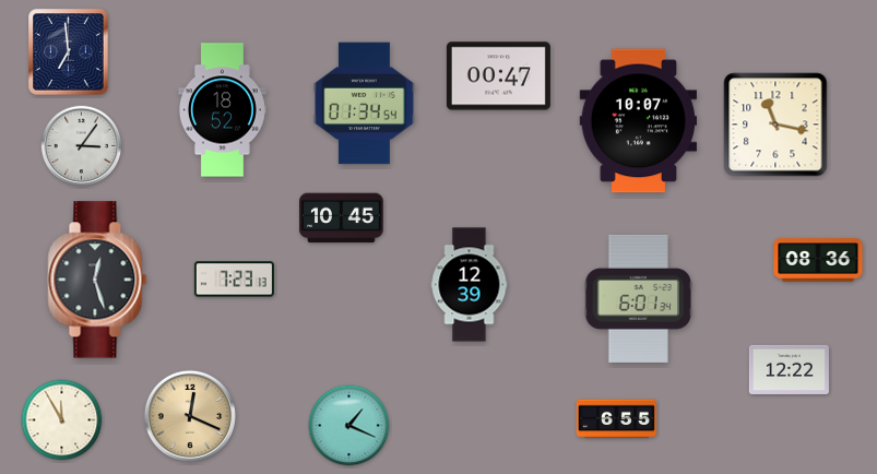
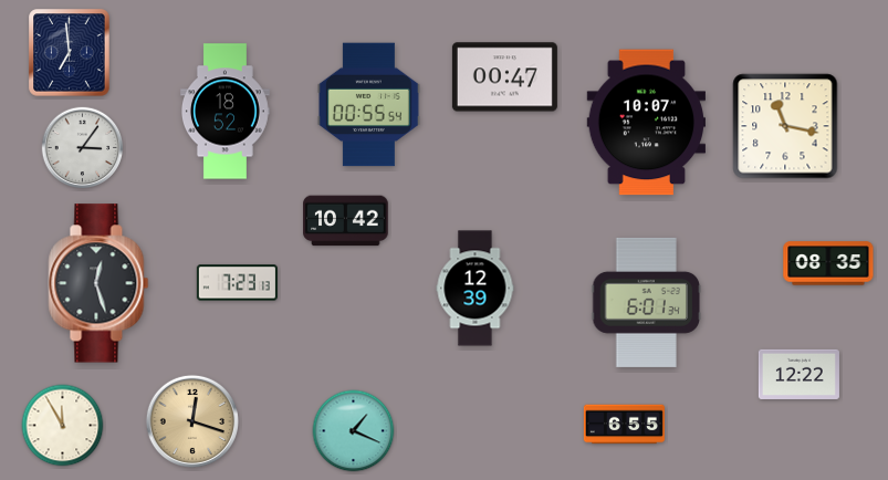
clock at (364, 104): 01:34 -> 00:55
clock at (342, 218): 10:45 -> 10:42
clock at (818, 260): 08:36 -> 08:35
clock at (189, 415): 12:19 -> 12:18
